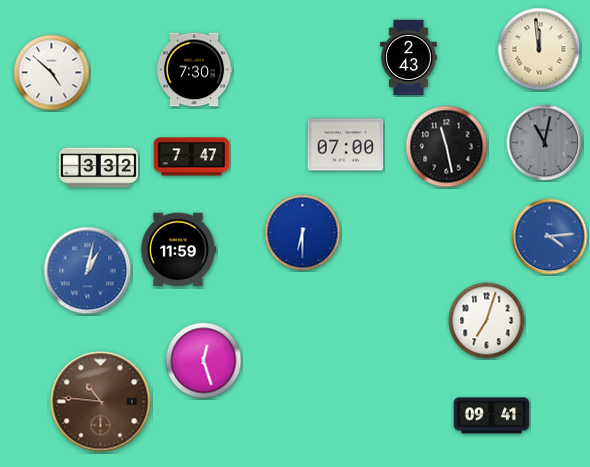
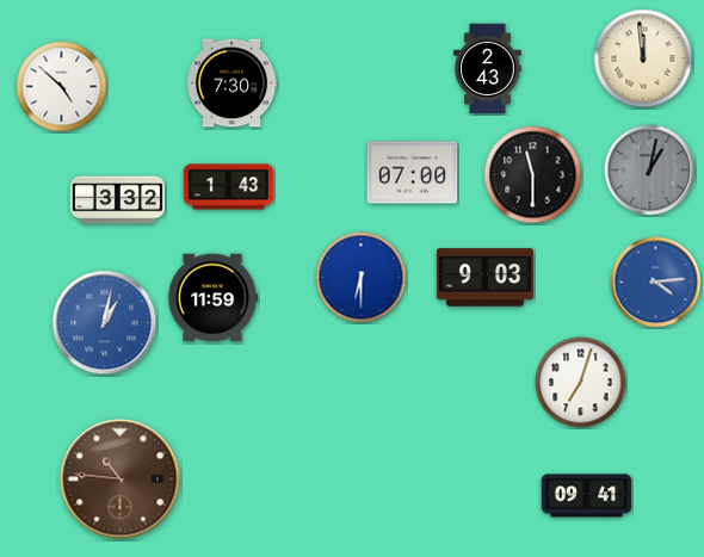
clock at (545, 143): 11:02 -> 1:02
clock at (447, 147): 11:28 -> 11:30
clock at (192, 157): 7:47 -> 1:43
clock at (484, 278): none -> 9:03
clock at (204, 361): 12:27 -> none
